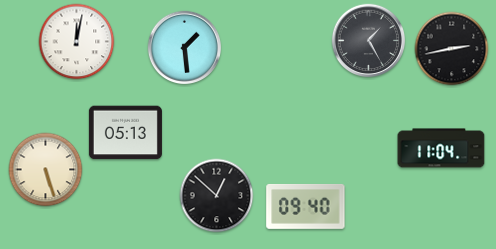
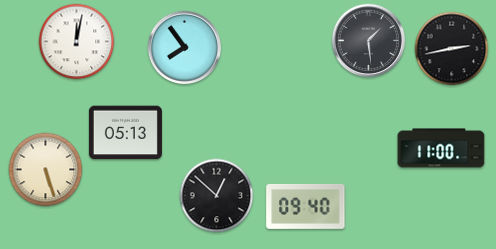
clock at (369, 41): 1:25 -> 1:29
clock at (185, 48): 1:29 -> 7:54
clock at (441, 148): 11:04 -> 11:00
